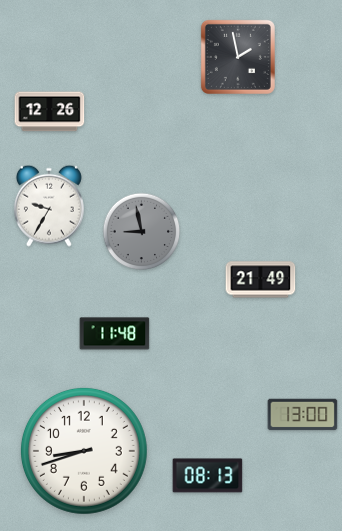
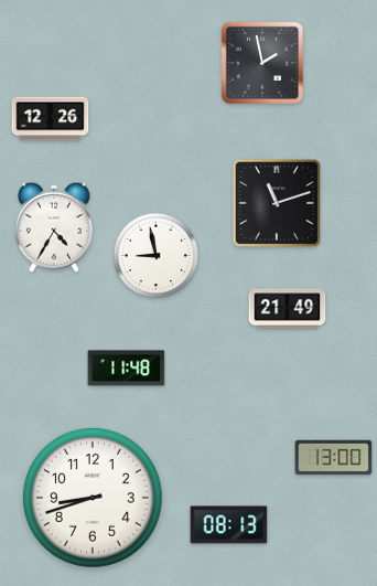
clock at (50, 112) position: (50, 112) -> (51, 119)
clock at (276, 202): none -> 11:12
clock at (49, 206): 9:35 -> 4:35
clock at (142, 232) dial: grey -> white
